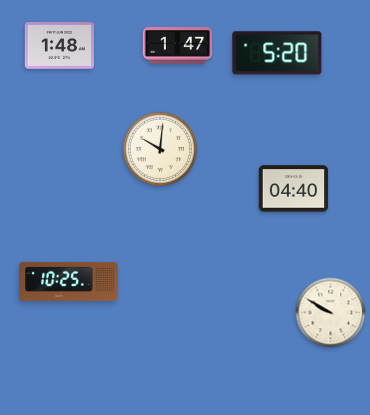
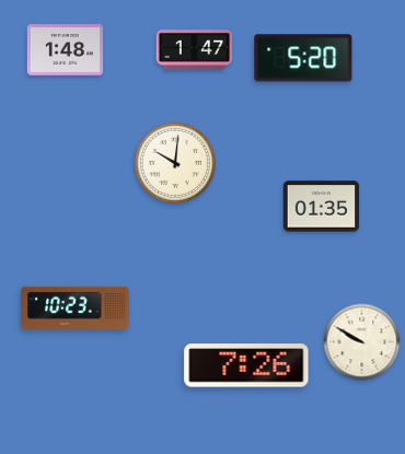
clock at (294, 189): 04:40 -> 01:35
clock at (69, 281): 10:25 -> 10:23
clock at (246, 365): none -> 7:26
